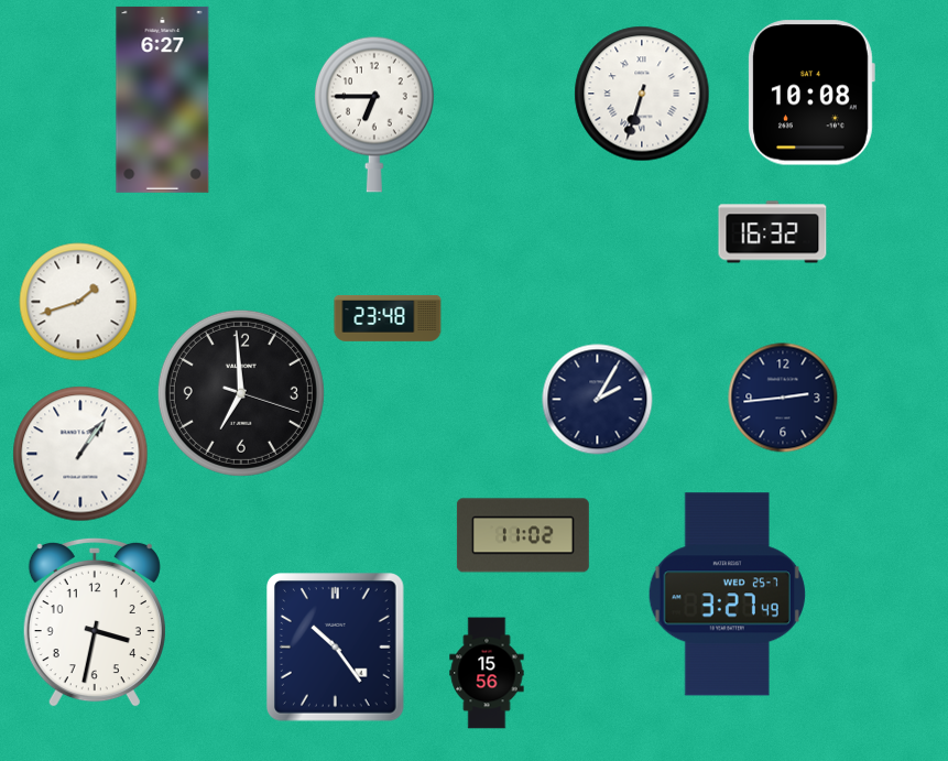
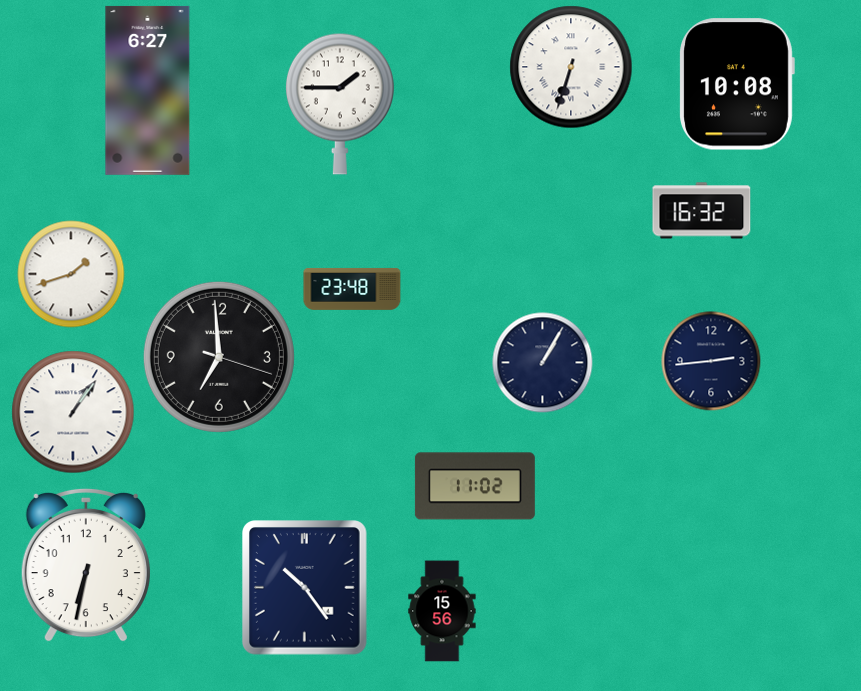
clock at (642, 94) position: (642, 94) -> (571, 67)
clock at (374, 115): 6:45 -> 1:45
clock at (598, 400): 2:05 -> 1:05
clock at (727, 595): 3:27 -> none
clock at (95, 622): 3:32 -> 6:32
